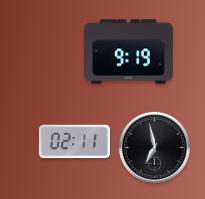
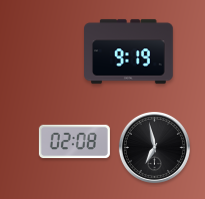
clock at (74, 142): 02:11 -> 02:08
